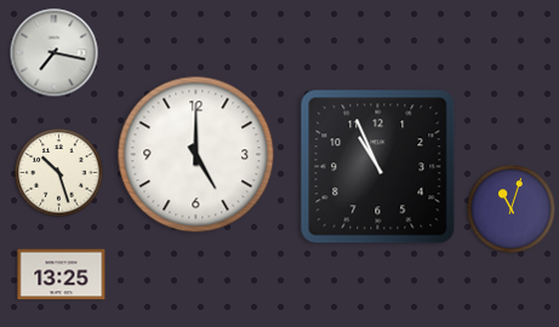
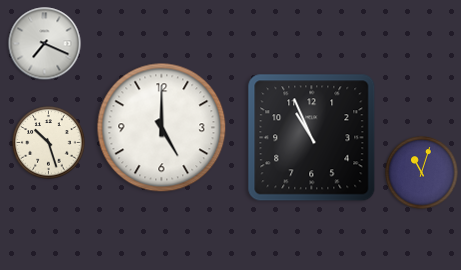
clock at (55, 53): 7:17 -> 7:19
clock at (62, 275): 13:25 -> none
